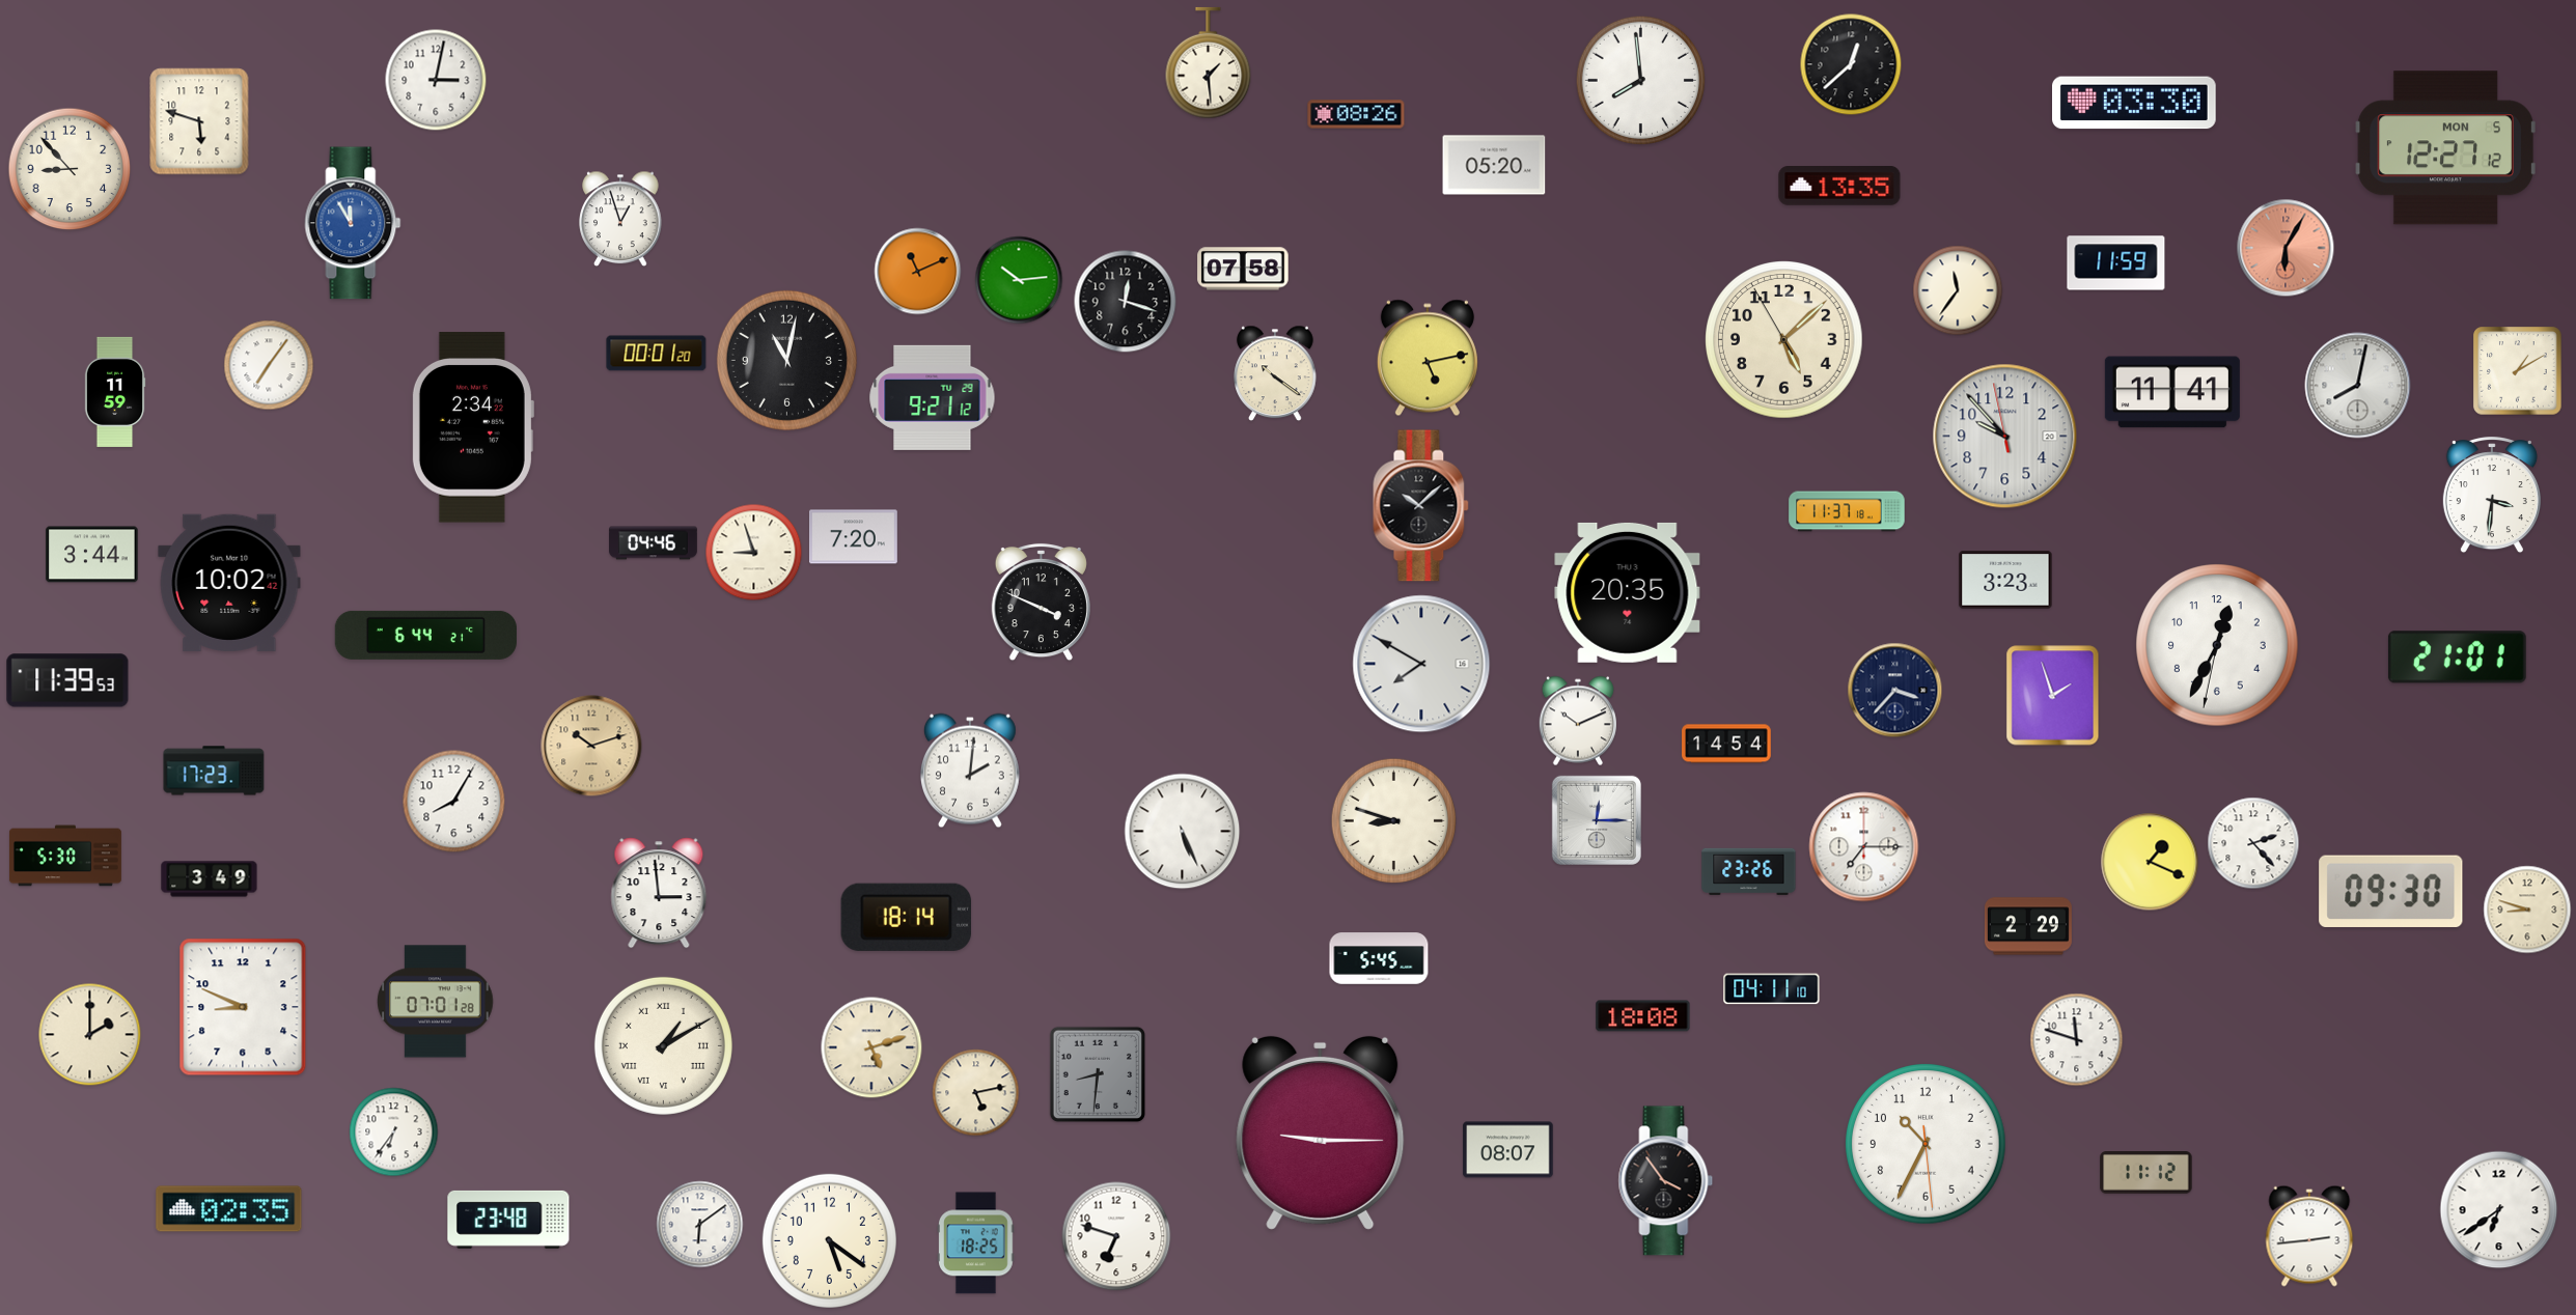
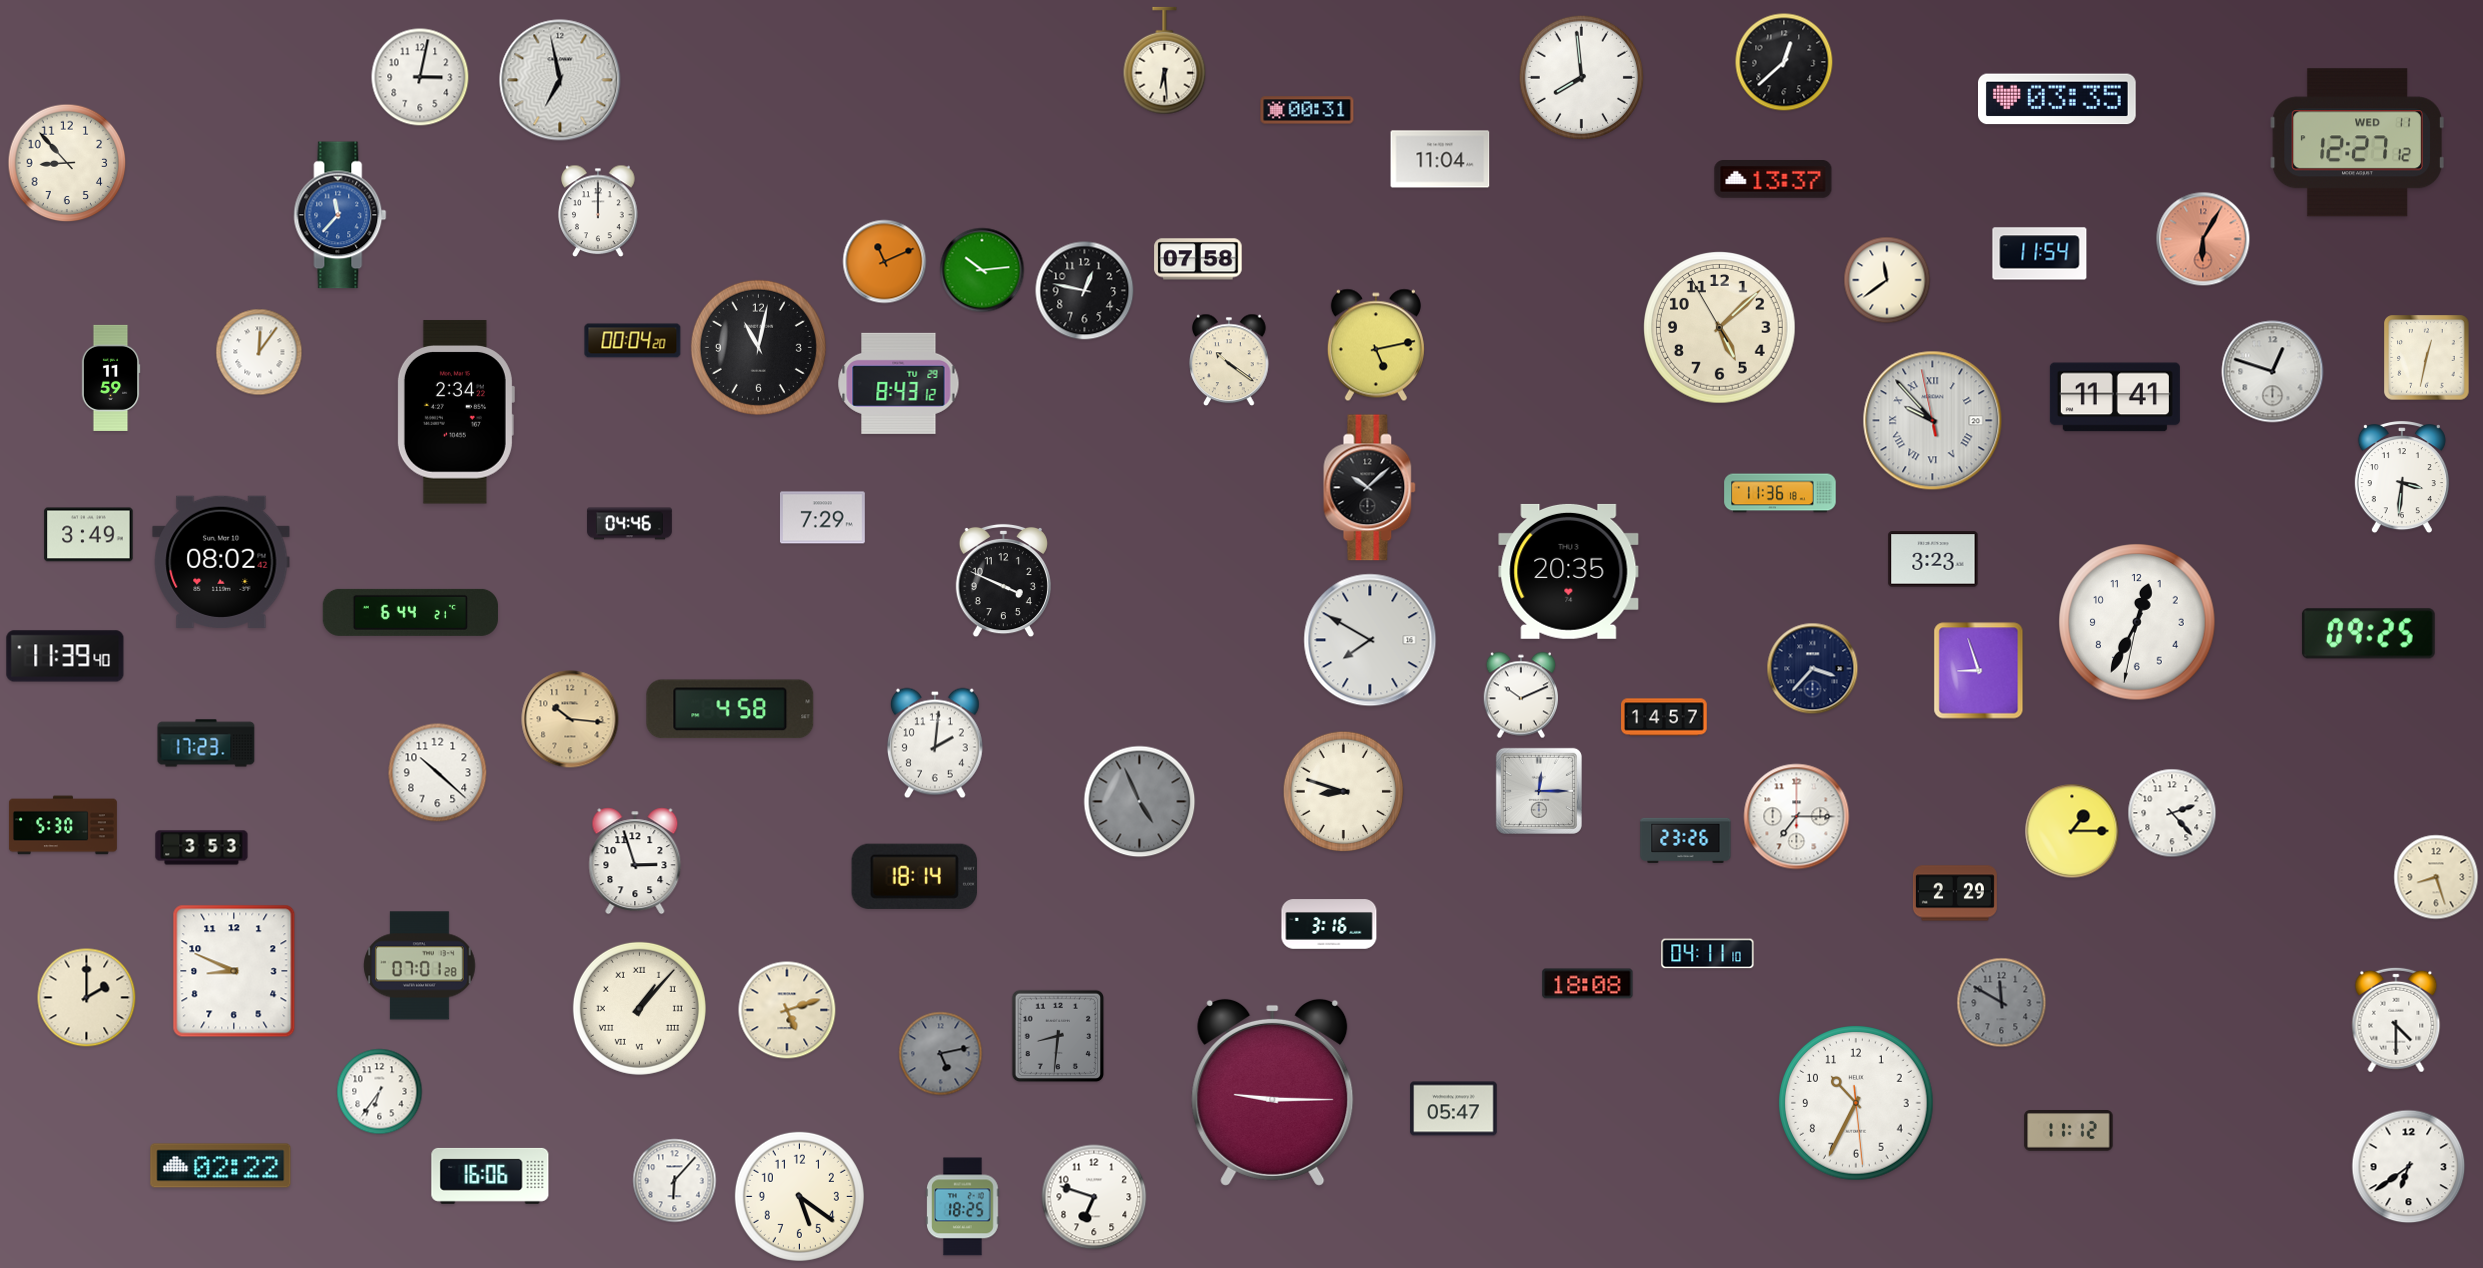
clock at (1209, 63): 1:29 -> 6:29
clock at (560, 80): none -> 6:58
clock at (2135, 103): 03:30 -> 03:35
clock at (1356, 114): 08:26 -> 00:31
clock at (199, 121): 5:48 -> none
clock at (2445, 148) date: MON 5 -> WED 11
clock at (1494, 165): 05:20 -> 11:04
clock at (1839, 186): 13:35 -> 13:37
clock at (620, 219): 12:57 -> 12:00
clock at (353, 223): 11:55 -> 11:37
clock at (2116, 263): 11:59 -> 11:54
clock at (1958, 290): 11:36 -> 11:39
clock at (1126, 302): 12:18 -> 12:47
clock at (657, 354): 00:01 -> 00:04
clock at (269, 365): 7:06 -> 12:06
clock at (2518, 371): 1:10 -> 12:32
clock at (2358, 386): 8:02 -> 12:48
clock at (2172, 392) position: (2172, 392) -> (2115, 397)
clock at (933, 397): 9:21 -> 8:43
clock at (2005, 437) numerals: Arabic -> Roman
clock at (1847, 511): 11:37 -> 11:36
clock at (853, 537): 7:20 -> 7:29
clock at (754, 553): 8:57 -> none
clock at (92, 555): 3:44 -> 3:49
clock at (229, 583): 10:02 -> 08:02
clock at (2457, 657): 21:01 -> 09:25
clock at (67, 680): 11:39:53 -> 11:39:40
clock at (1895, 691) position: (1895, 691) -> (1813, 669)
clock at (2053, 696): 1:57 -> 8:57
clock at (730, 709): none -> 4:58
clock at (1726, 744): 14:54 -> 14:57
clock at (591, 746): 10:12 -> 10:16
clock at (454, 802): 8:05 -> 10:22
clock at (1183, 832): 5:26 -> 4:56
clock at (1183, 832) dial: white -> grey
clock at (2150, 862): 1:19 -> 1:15
clock at (210, 879): 3:49 -> 3:53
clock at (2391, 891): 09:30 -> none
clock at (659, 893): 2:59 -> 2:57
clock at (2527, 910): 8:48 -> 8:27
clock at (906, 917) position: (906, 917) -> (914, 876)
clock at (1379, 958): 5:45 -> 3:16
clock at (1643, 1016) position: (1643, 1016) -> (1588, 984)
clock at (2077, 1040): 11:48 -> 11:50
clock at (2077, 1040) dial: white -> grey
clock at (663, 1045): 1:10 -> 1:07
clock at (871, 1047) position: (871, 1047) -> (787, 1010)
clock at (2396, 1020): none -> 4:30
clock at (976, 1093) dial: cream -> grey
clock at (1508, 1150): 08:07 -> 05:47
clock at (1666, 1181): 3:54 -> none
clock at (229, 1209): 02:35 -> 02:22
clock at (508, 1220): 23:48 -> 16:06
clock at (700, 1225): 6:09 -> 6:07
clock at (1116, 1236) position: (1116, 1236) -> (1094, 1197)
clock at (2309, 1236): 2:44 -> none
clock at (976, 1243) position: (976, 1243) -> (963, 1207)
